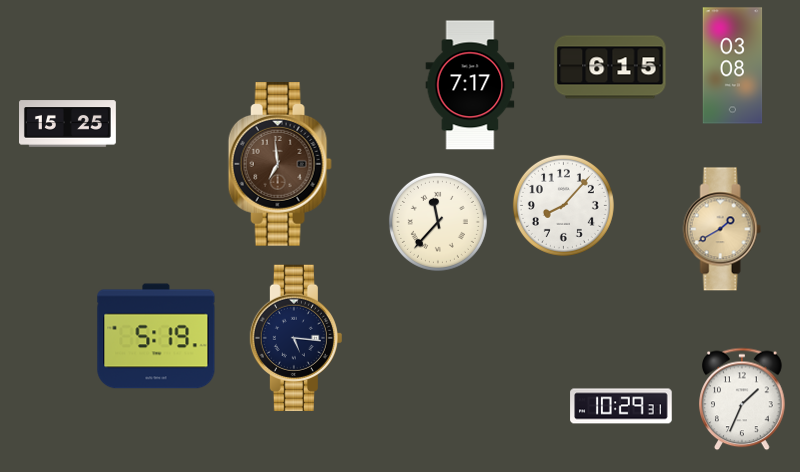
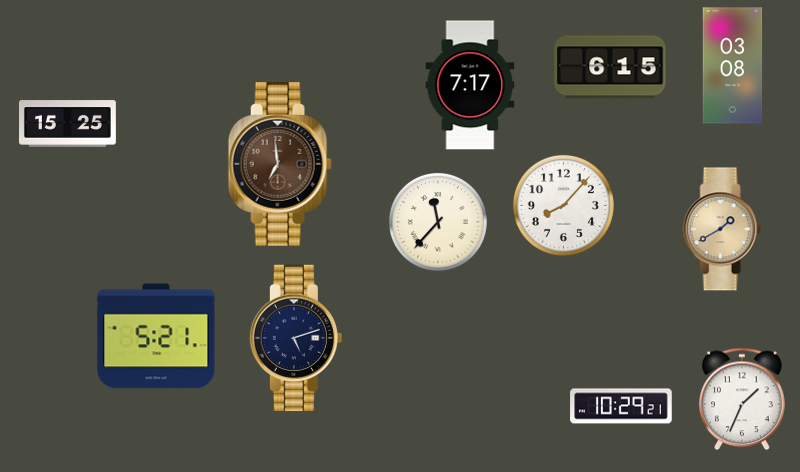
clock at (156, 336): 5:19 -> 5:21
clock at (296, 337): 5:16 -> 5:12
clock at (621, 406): 10:29:31 -> 10:29:21
